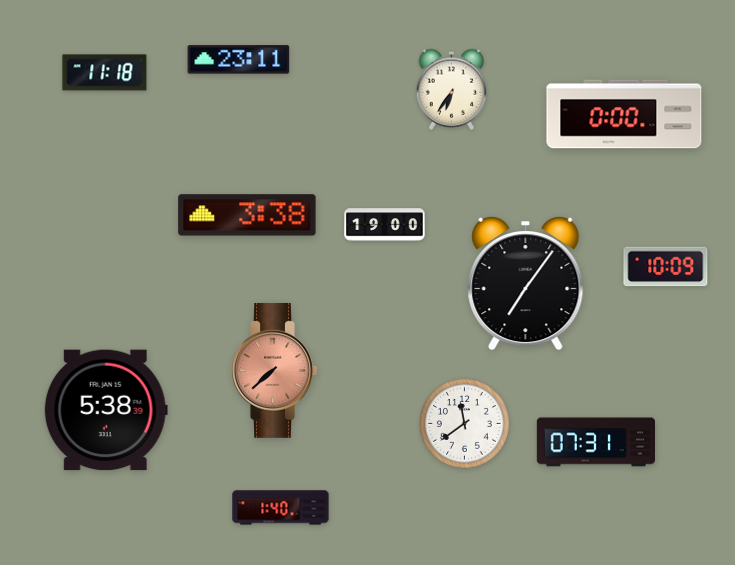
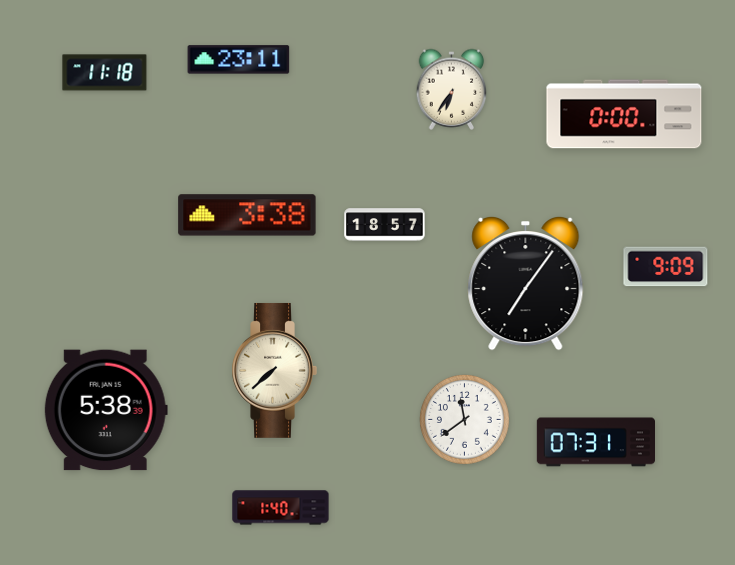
clock at (385, 225): 19:00 -> 18:57
clock at (666, 267): 10:09 -> 9:09
clock at (274, 370) dial: salmon -> cream
clock at (464, 423) position: (464, 423) -> (464, 419)
